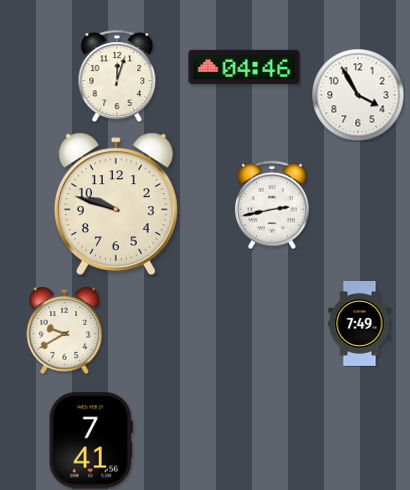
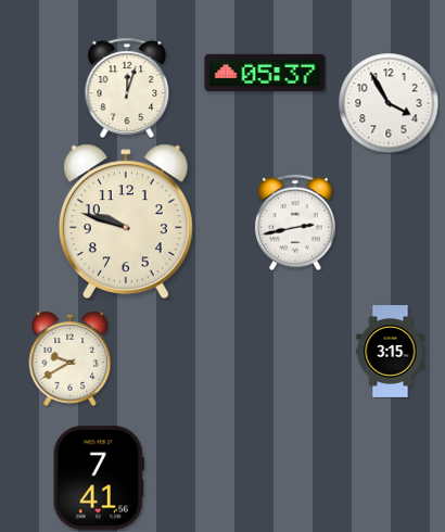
clock at (244, 67): 04:46 -> 05:37
clock at (117, 76) position: (117, 76) -> (127, 88)
clock at (360, 324): 7:49 -> 3:15
